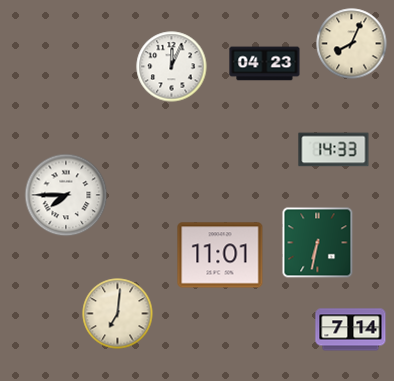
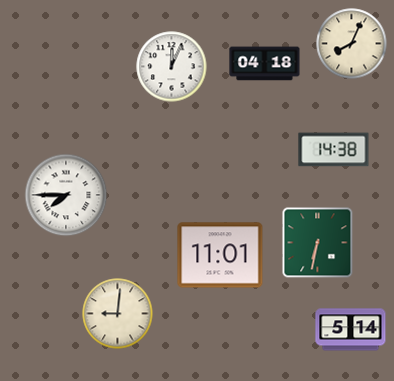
clock at (265, 64): 04:23 -> 04:18
clock at (334, 150): 14:33 -> 14:38
clock at (118, 314): 7:01 -> 9:01
clock at (351, 330): 7:14 -> 5:14
